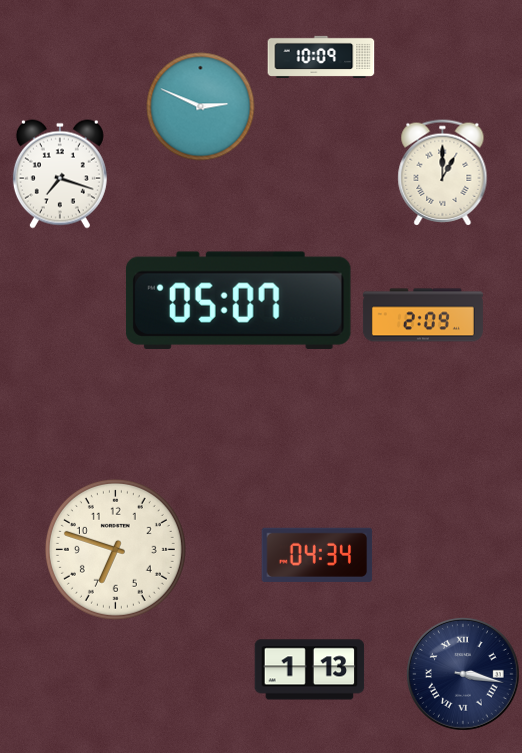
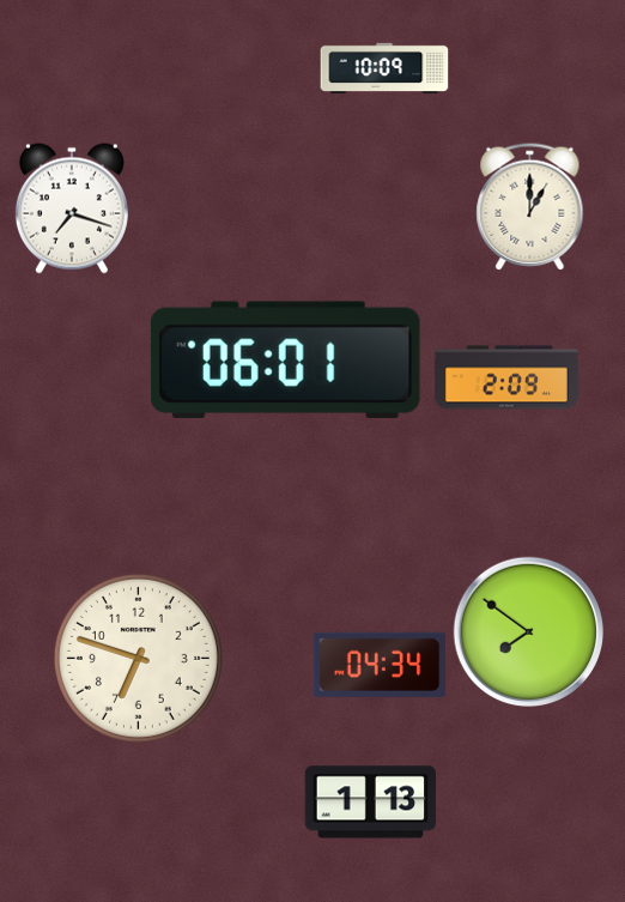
clock at (201, 107): 2:49 -> none
clock at (238, 300): 05:07 -> 06:01
clock at (529, 632): none -> 7:51
clock at (463, 674): 3:17 -> none
